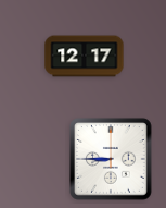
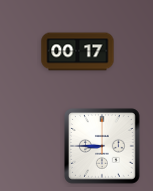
clock at (85, 57): 12:17 -> 00:17
